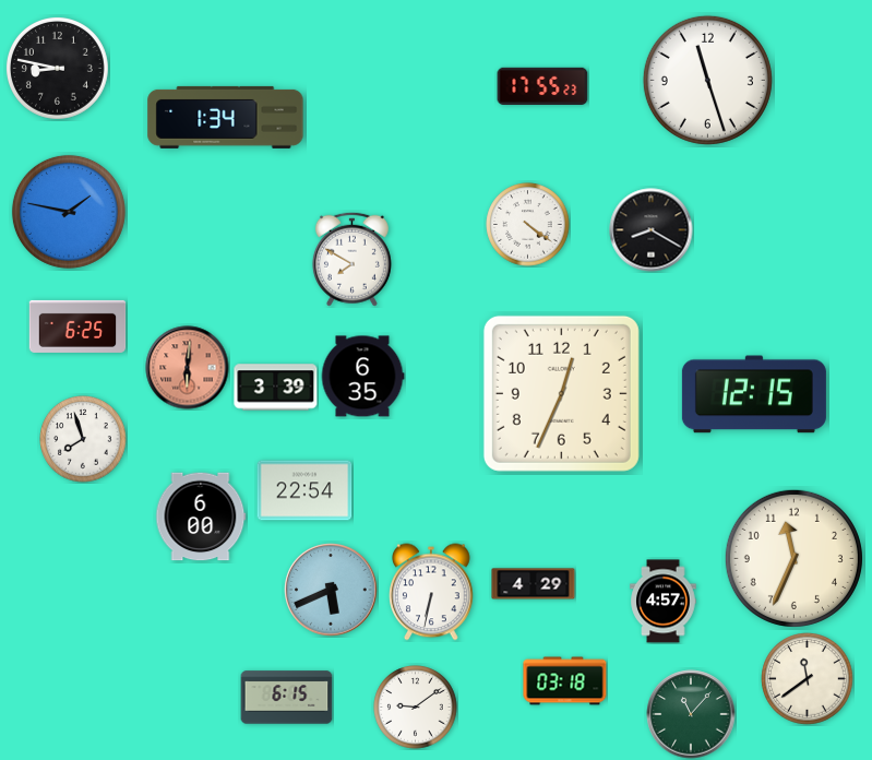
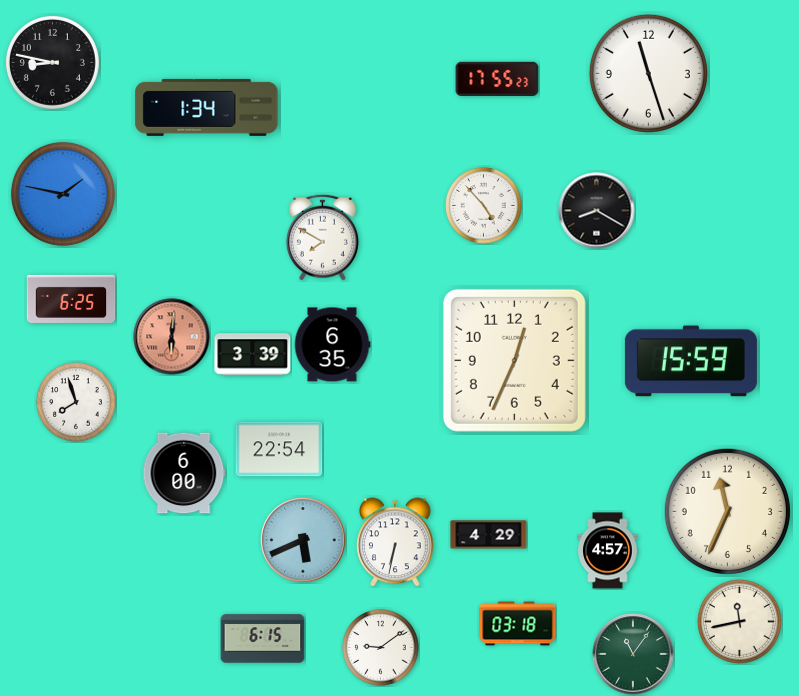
clock at (528, 225): 4:21 -> 4:53
clock at (754, 394): 12:15 -> 15:59
clock at (808, 679): 11:39 -> 11:43
clock at (691, 714): 11:07 -> 11:06
